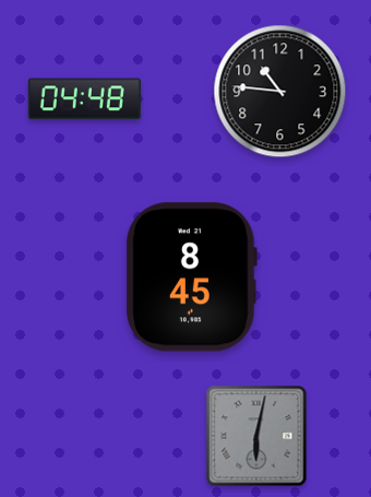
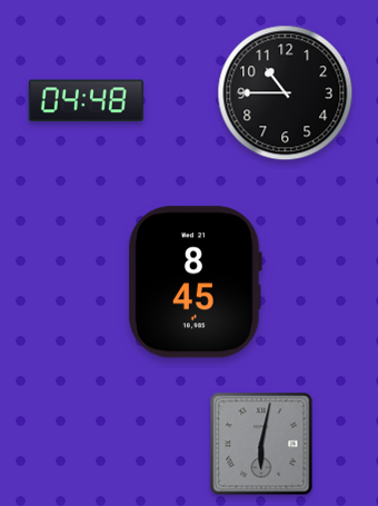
clock at (280, 92): 10:46 -> 10:45
